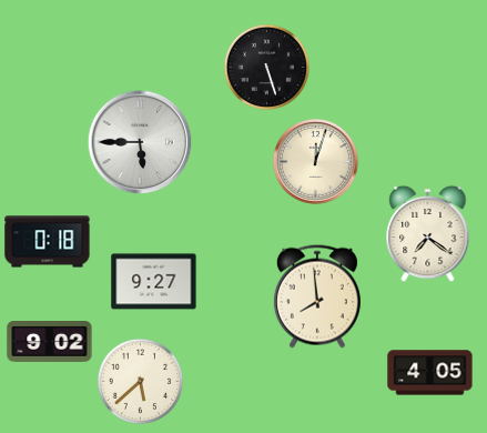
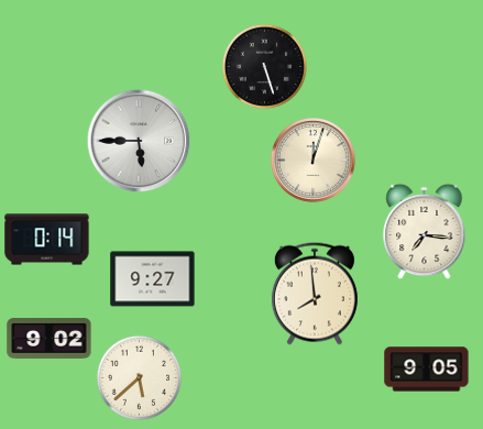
clock at (428, 233): 7:21 -> 7:16
clock at (48, 242): 0:18 -> 0:14
clock at (430, 373): 4:05 -> 9:05
